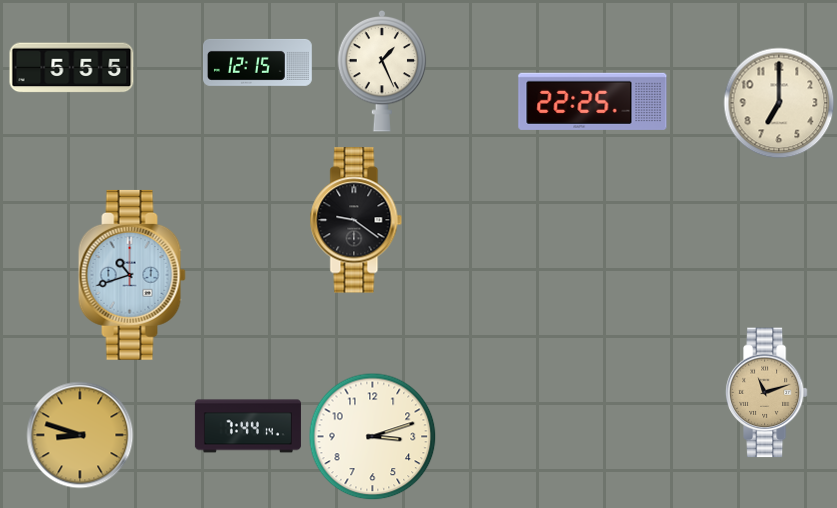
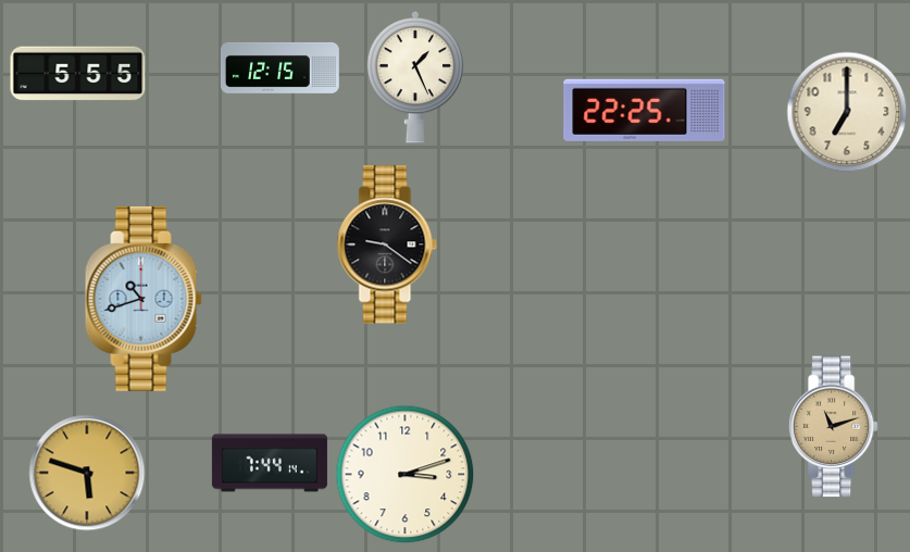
clock at (356, 220) position: (356, 220) -> (387, 244)
clock at (80, 435): 8:48 -> 5:48
